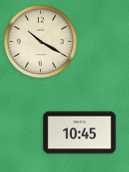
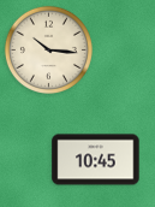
clock at (40, 41): 10:20 -> 10:16
